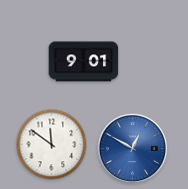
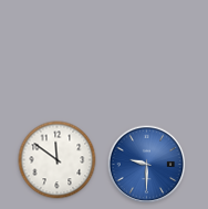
clock at (84, 62): 9:01 -> none
clock at (133, 149): 12:50 -> 9:30
